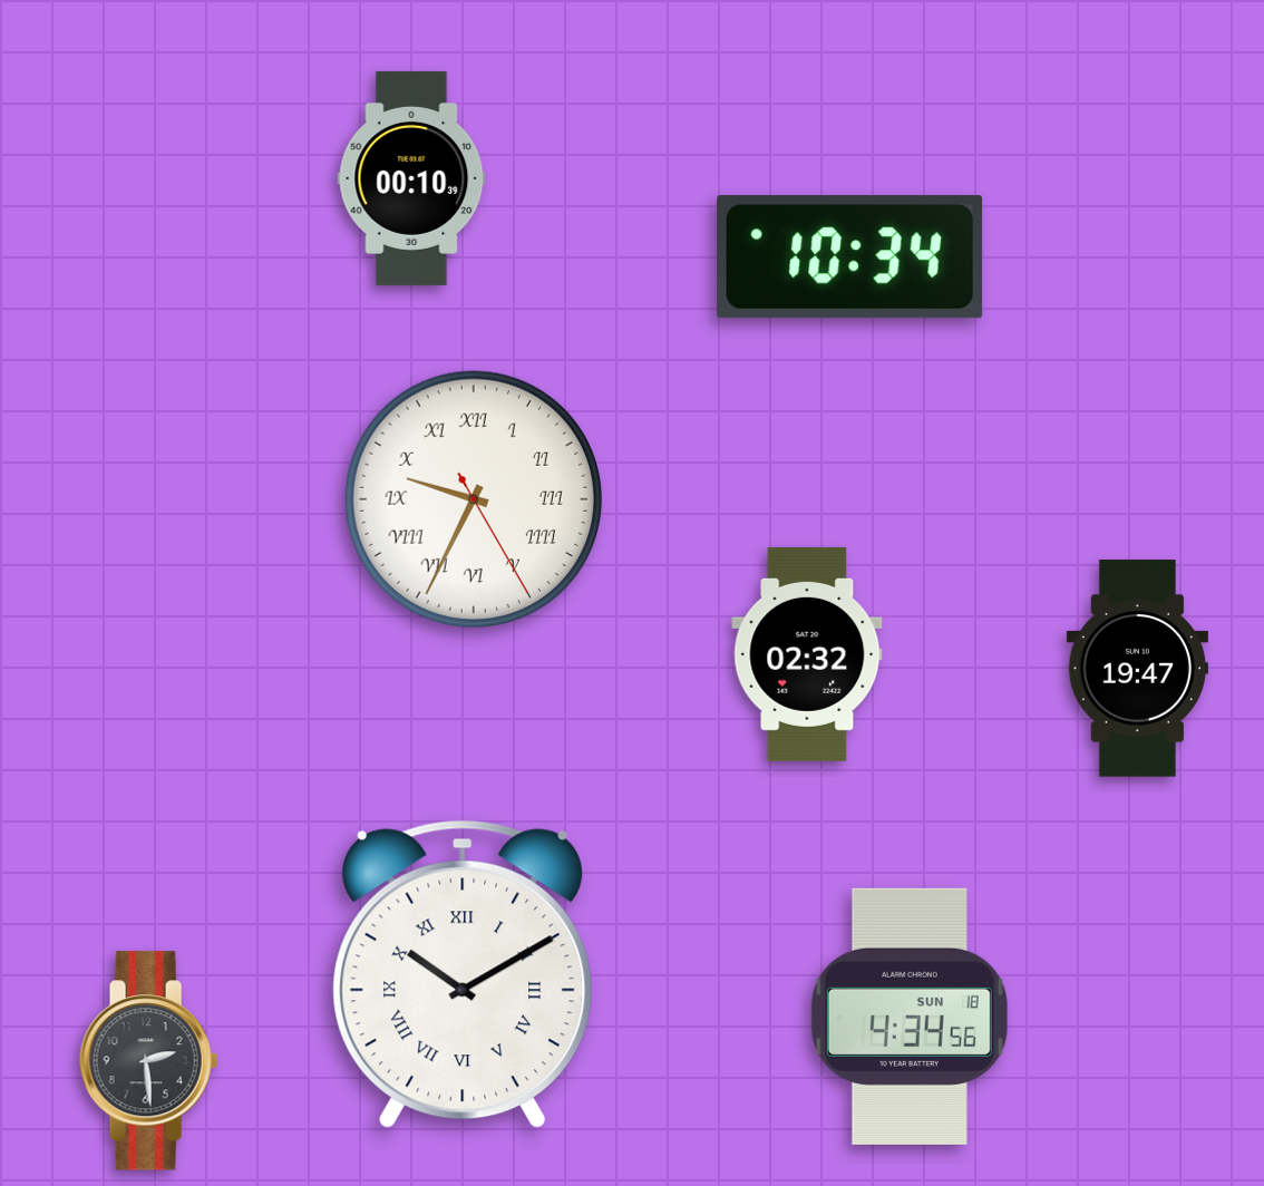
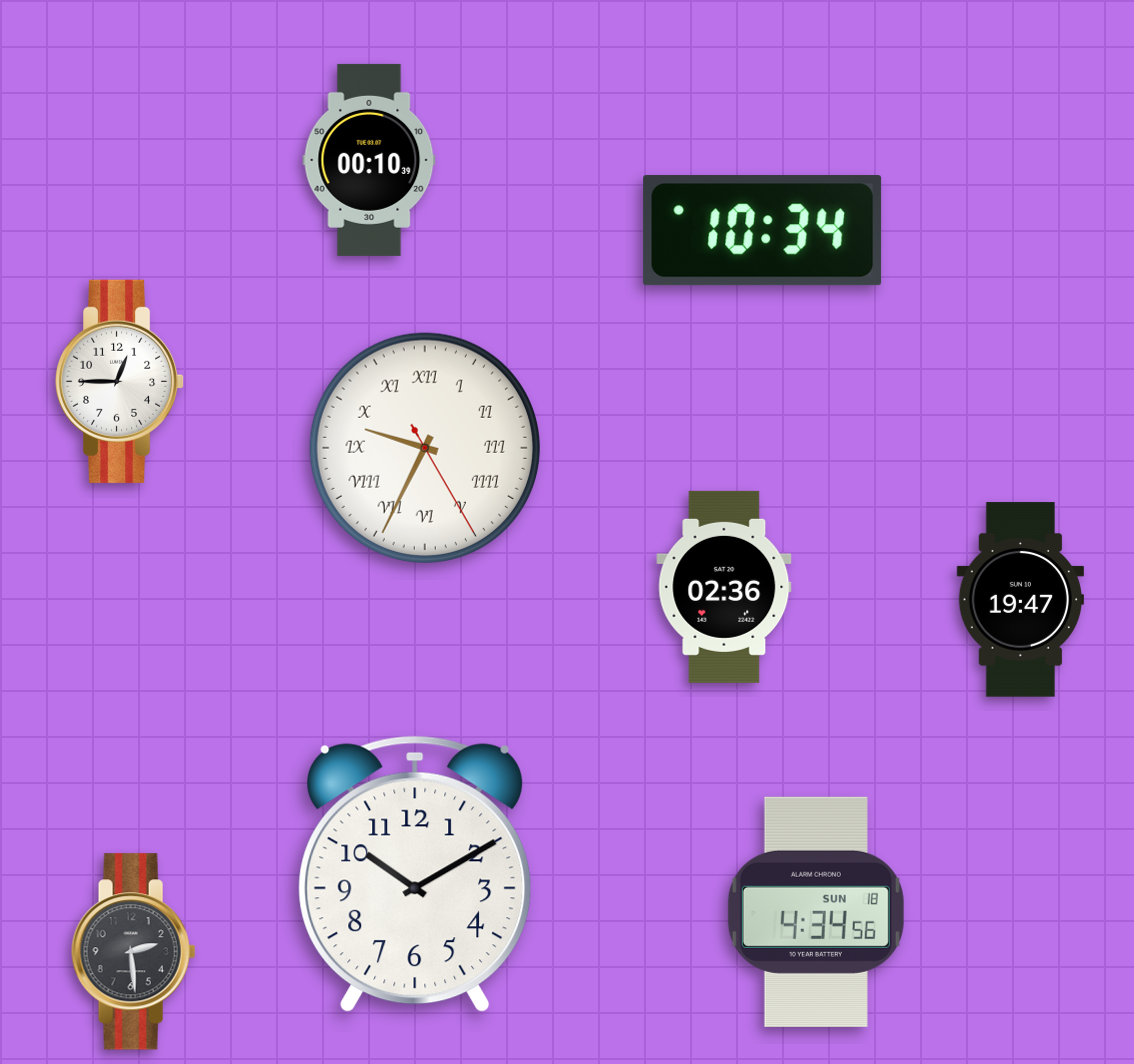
clock at (120, 381): none -> 12:45
clock at (807, 654): 02:32 -> 02:36
clock at (463, 974) numerals: Roman -> Arabic
